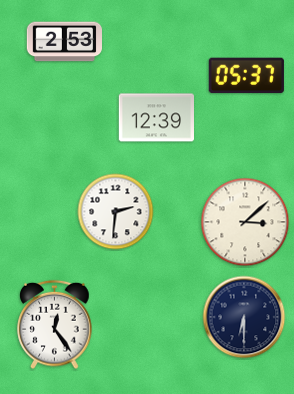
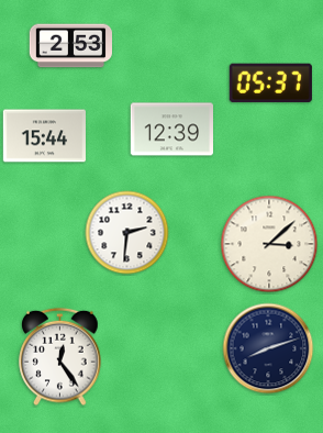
clock at (44, 136): none -> 15:44
clock at (244, 317): 6:30 -> 8:12
